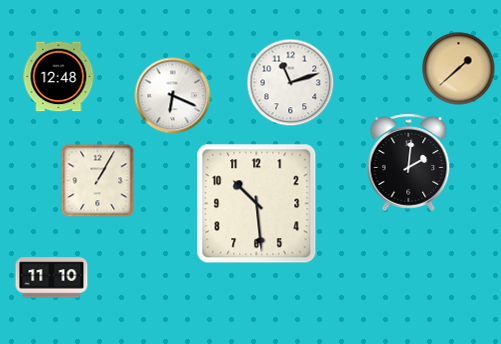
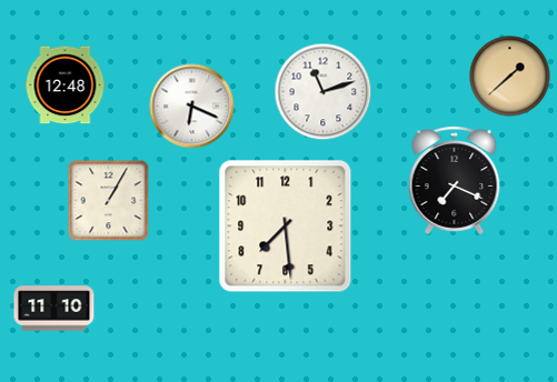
clock at (409, 163): 2:01 -> 7:19
clock at (257, 204): 10:29 -> 7:29
clock at (52, 278) position: (52, 278) -> (54, 309)
